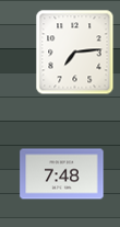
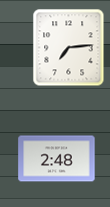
clock at (62, 174): 7:48 -> 2:48
